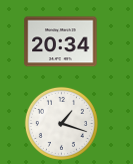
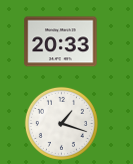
clock at (61, 42): 20:34 -> 20:33
